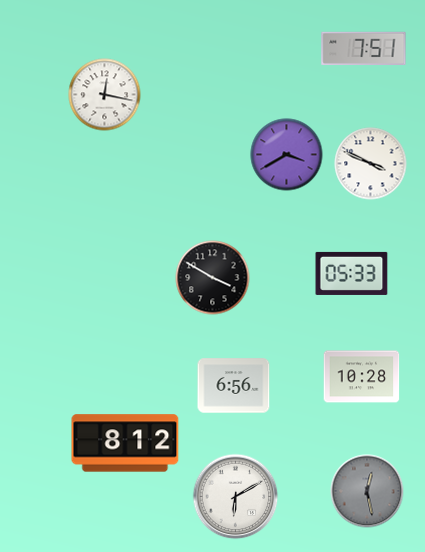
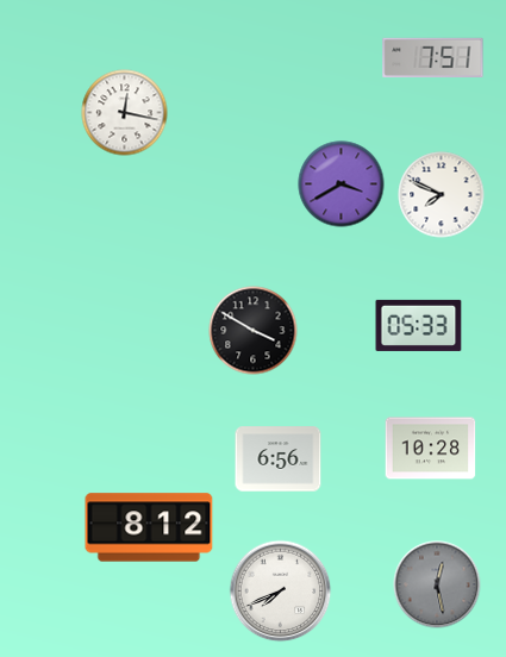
clock at (371, 164): 3:49 -> 7:49
clock at (236, 497): 6:10 -> 7:41
